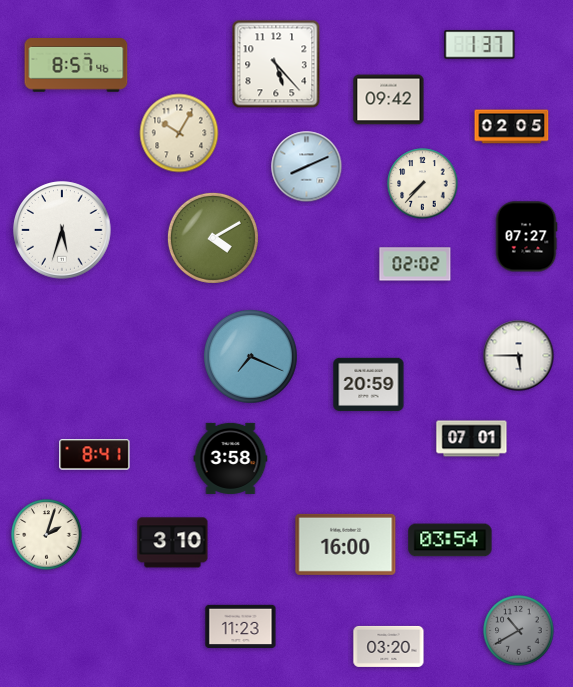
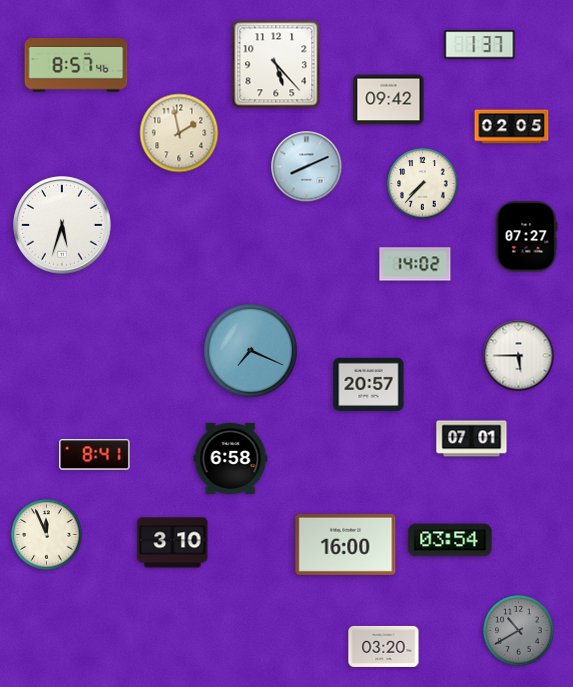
clock at (179, 133): 10:05 -> 1:58
clock at (62, 230) position: (62, 230) -> (62, 225)
clock at (213, 238): 4:10 -> none
clock at (415, 264): 02:02 -> 14:02
clock at (251, 357) position: (251, 357) -> (251, 351)
clock at (369, 384): 20:59 -> 20:57
clock at (231, 458): 3:58 -> 6:58
clock at (47, 535): 2:03 -> 11:56
clock at (241, 626): 11:23 -> none
clock at (389, 646) position: (389, 646) -> (384, 646)
